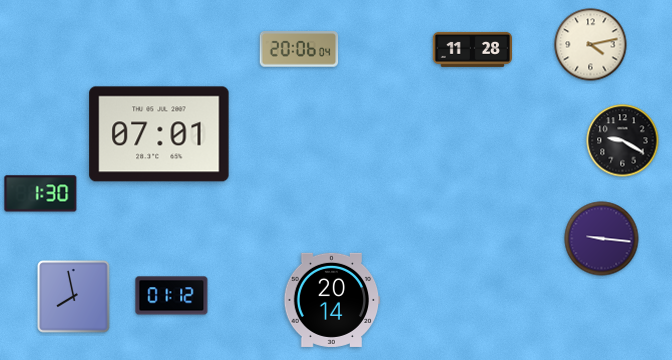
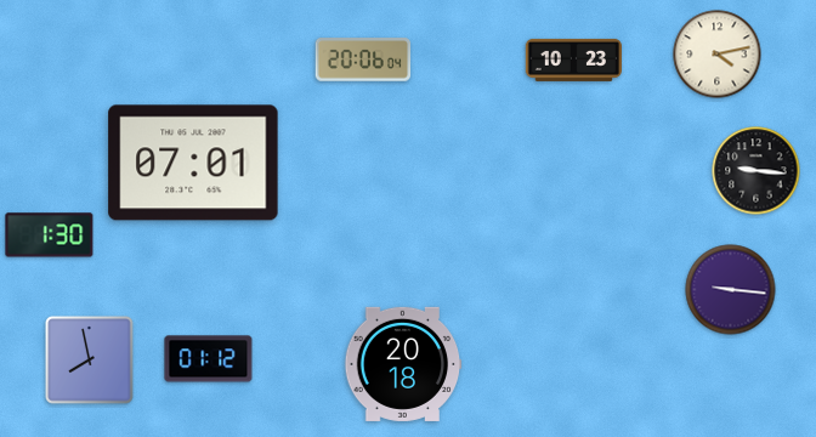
clock at (472, 49): 11:28 -> 10:23
clock at (623, 141): 9:20 -> 9:16
clock at (332, 300): 20:14 -> 20:18
